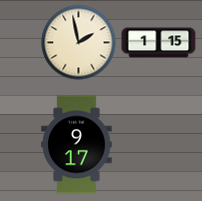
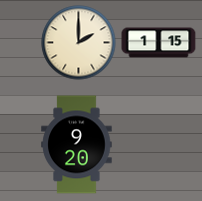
clock at (79, 43): 1:58 -> 2:00
clock at (77, 145): 9:17 -> 9:20
